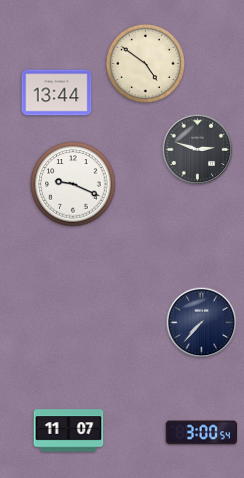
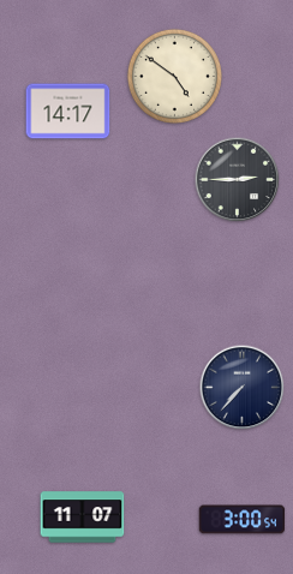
clock at (57, 93): 13:44 -> 14:17
clock at (198, 150): 2:48 -> 2:45
clock at (73, 184): 9:19 -> none
